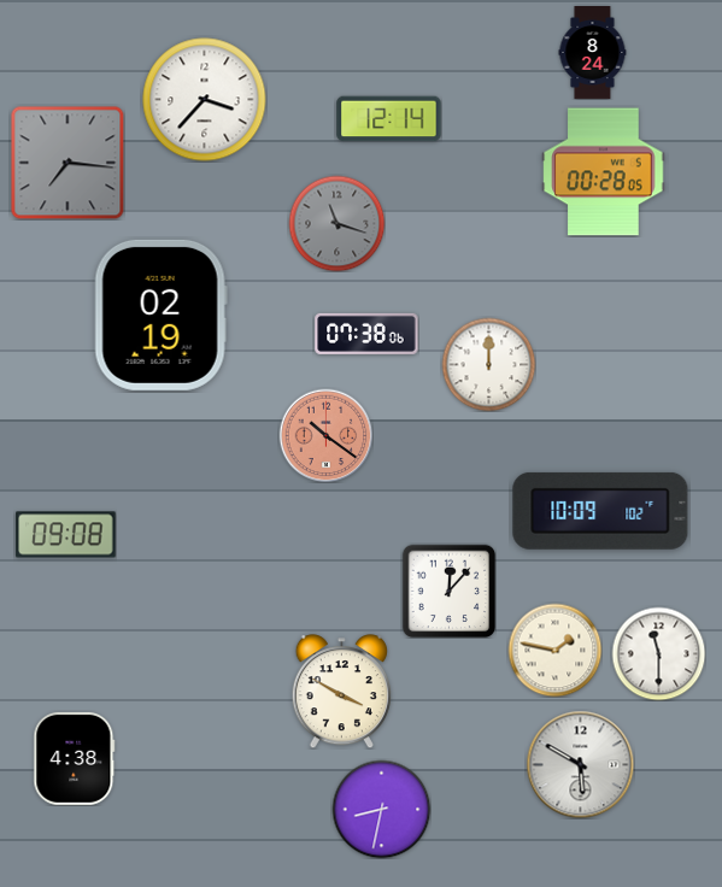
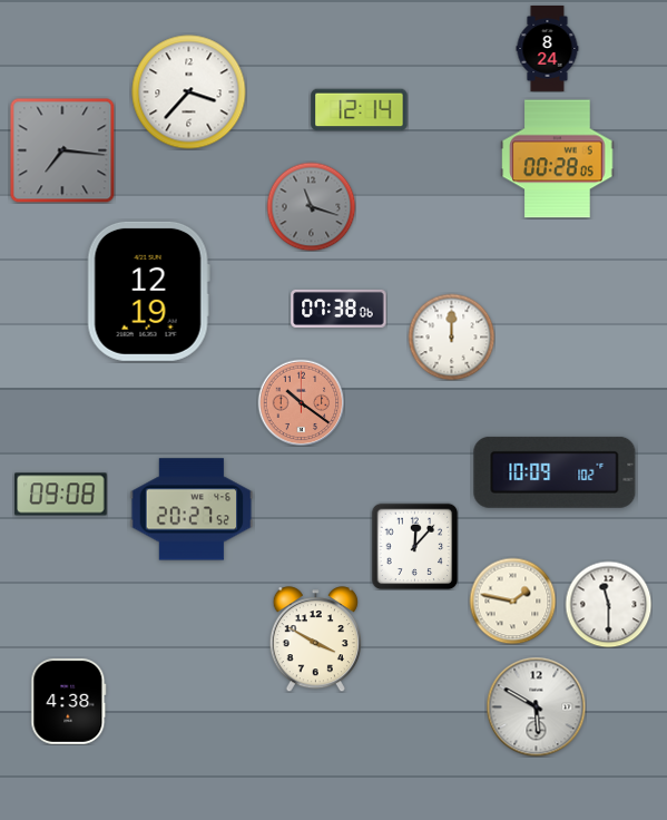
clock at (160, 315): 02:19 -> 12:19
clock at (192, 509): none -> 20:27
clock at (381, 809): 8:32 -> none
